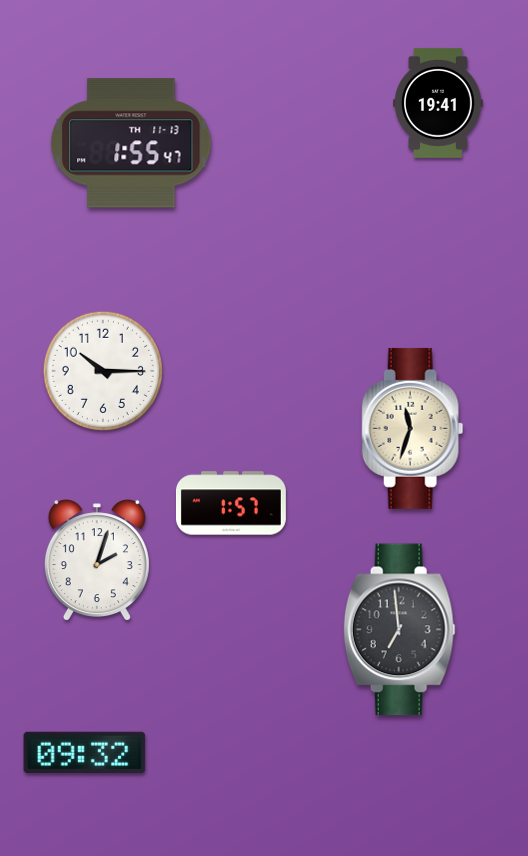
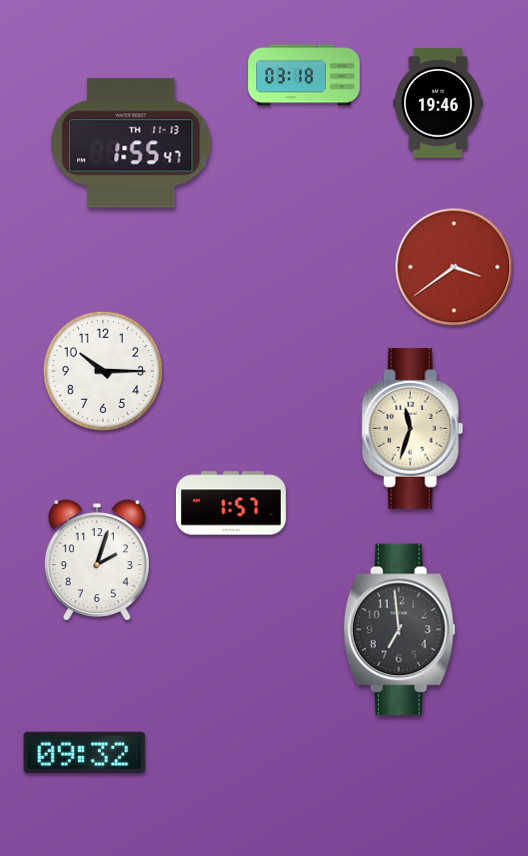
clock at (304, 75): none -> 03:18
clock at (438, 103): 19:41 -> 19:46
clock at (454, 267): none -> 3:39
